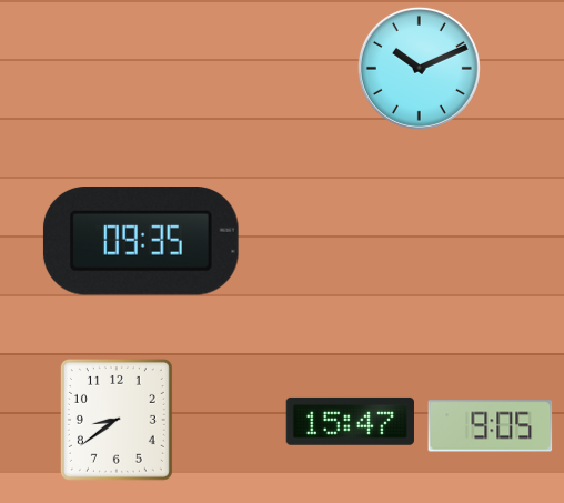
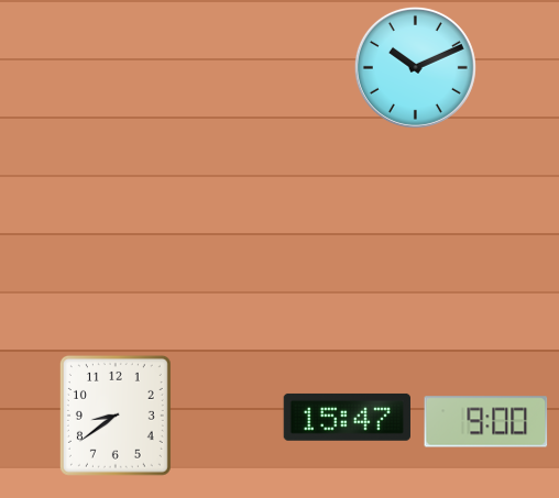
clock at (141, 242): 09:35 -> none
clock at (491, 426): 9:05 -> 9:00
